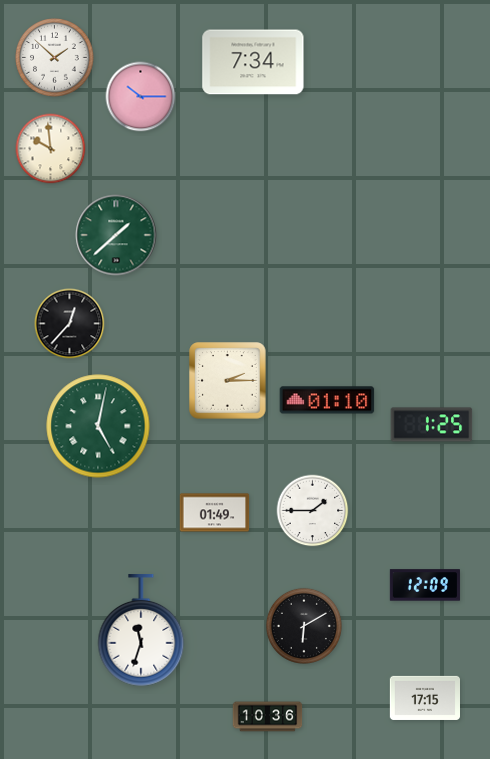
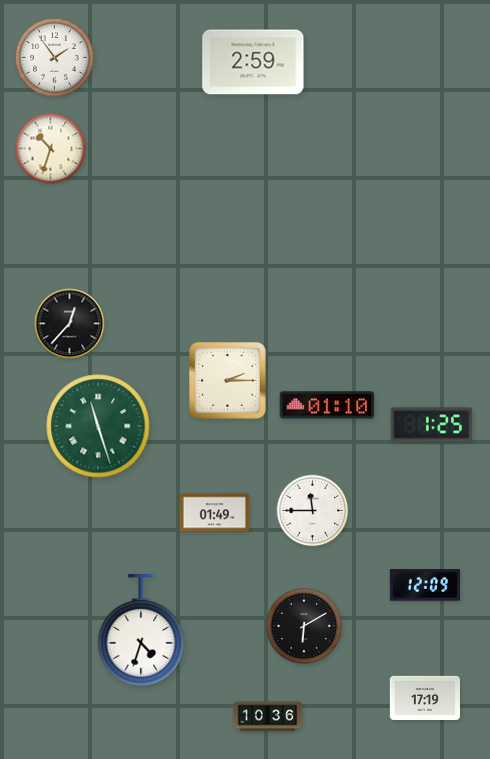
clock at (55, 58): 1:52 -> 1:54
clock at (253, 62): 7:34 -> 2:59
clock at (141, 97): 10:15 -> none
clock at (51, 149): 9:59 -> 10:33
clock at (116, 235): 1:38 -> none
clock at (327, 400) position: (327, 400) -> (327, 405)
clock at (98, 426): 5:02 -> 11:27
clock at (313, 511): 1:45 -> 11:45
clock at (141, 631): 11:33 -> 4:33
clock at (424, 698): 17:15 -> 17:19
